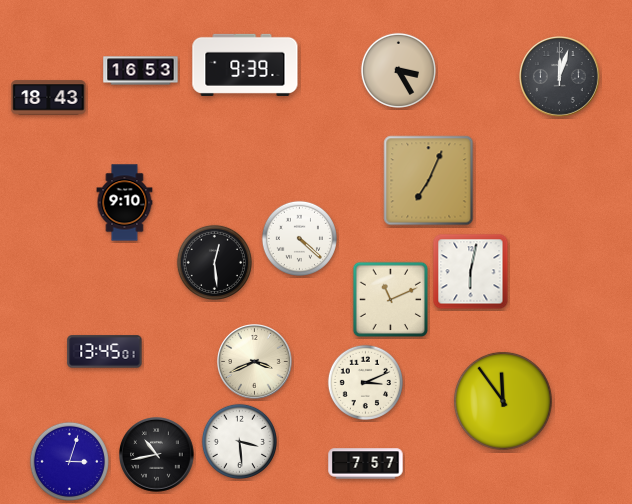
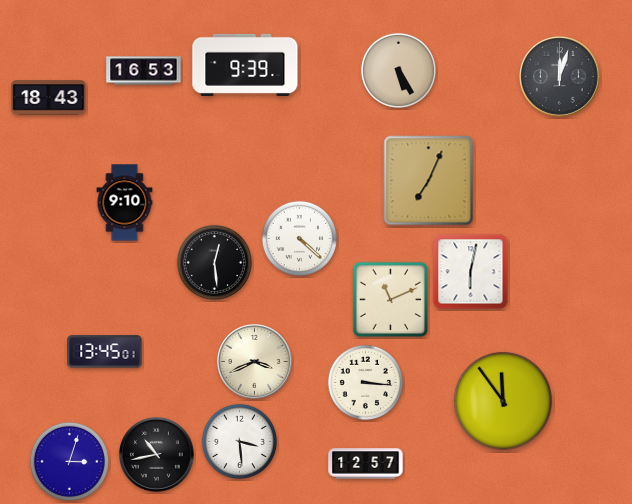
clock at (398, 70): 3:25 -> 5:25
clock at (141, 71) position: (141, 71) -> (144, 71)
clock at (365, 382): 3:11 -> 3:16
clock at (366, 464): 7:57 -> 12:57
